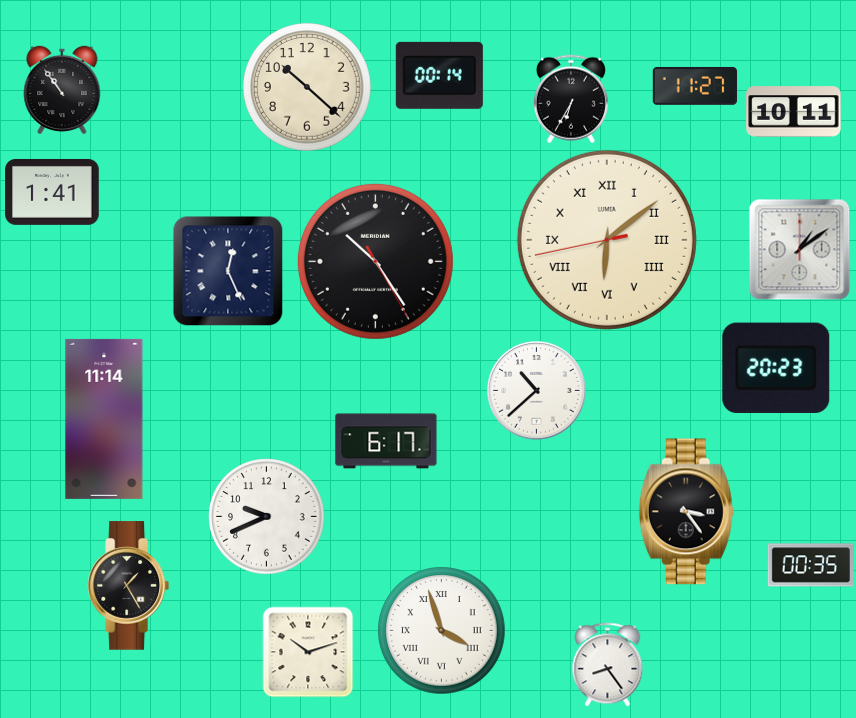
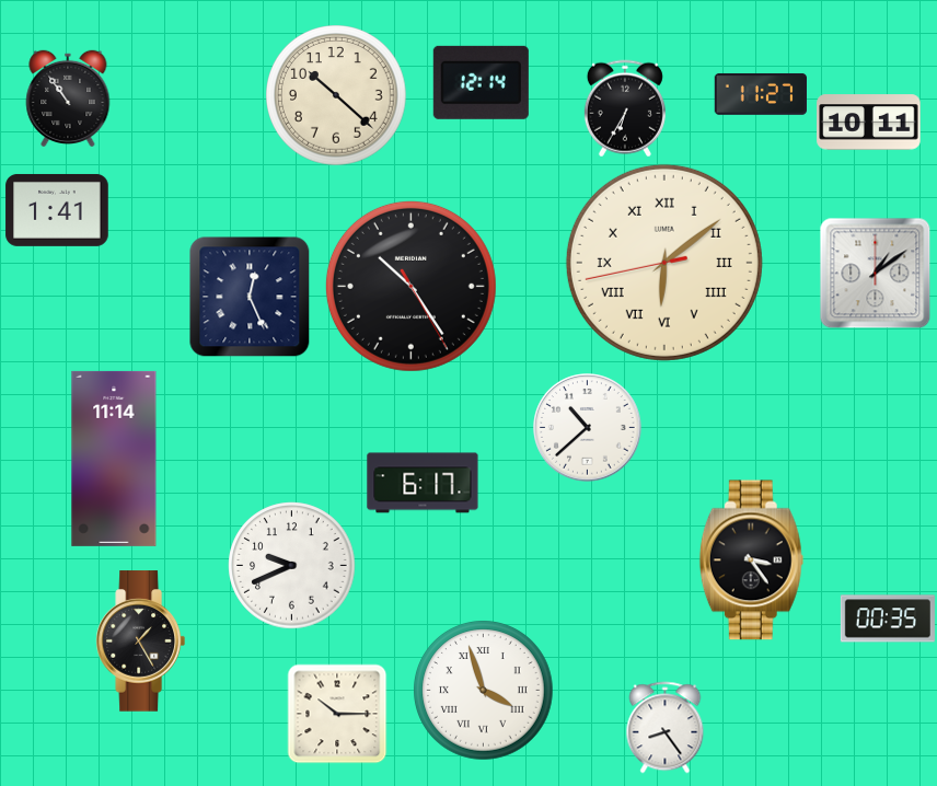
clock at (439, 75): 00:14 -> 12:14
clock at (776, 368): 20:23 -> none
clock at (308, 652): 10:12 -> 10:15
